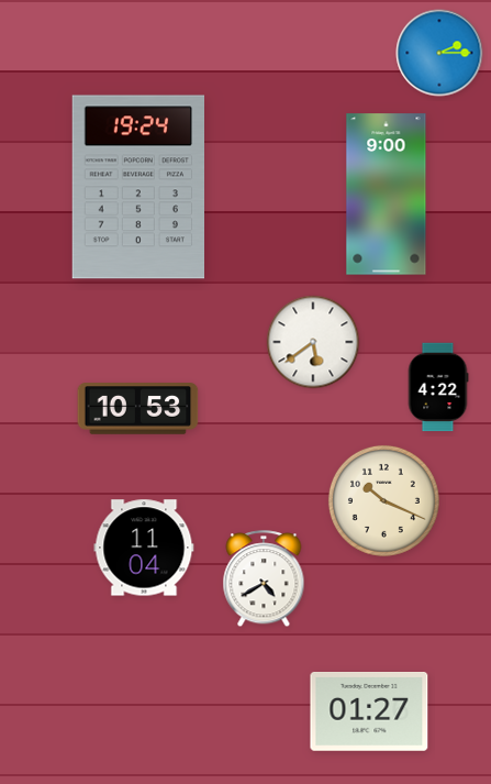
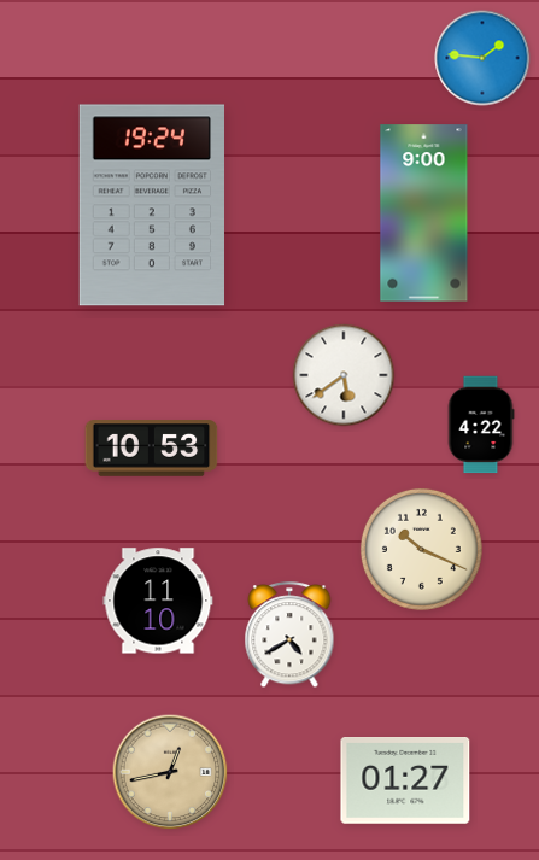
clock at (439, 53): 2:15 -> 1:46
clock at (144, 548): 11:04 -> 11:10
clock at (170, 772): none -> 12:43
